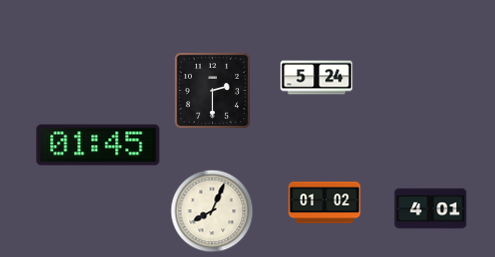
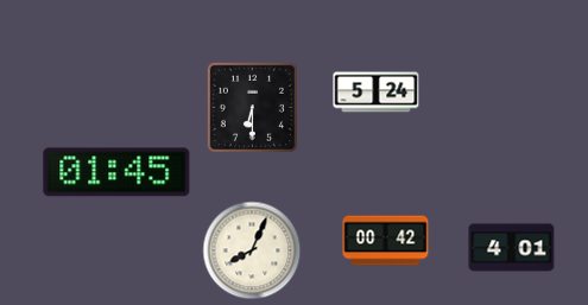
clock at (212, 90): 2:30 -> 6:30
clock at (325, 203): 01:02 -> 00:42
